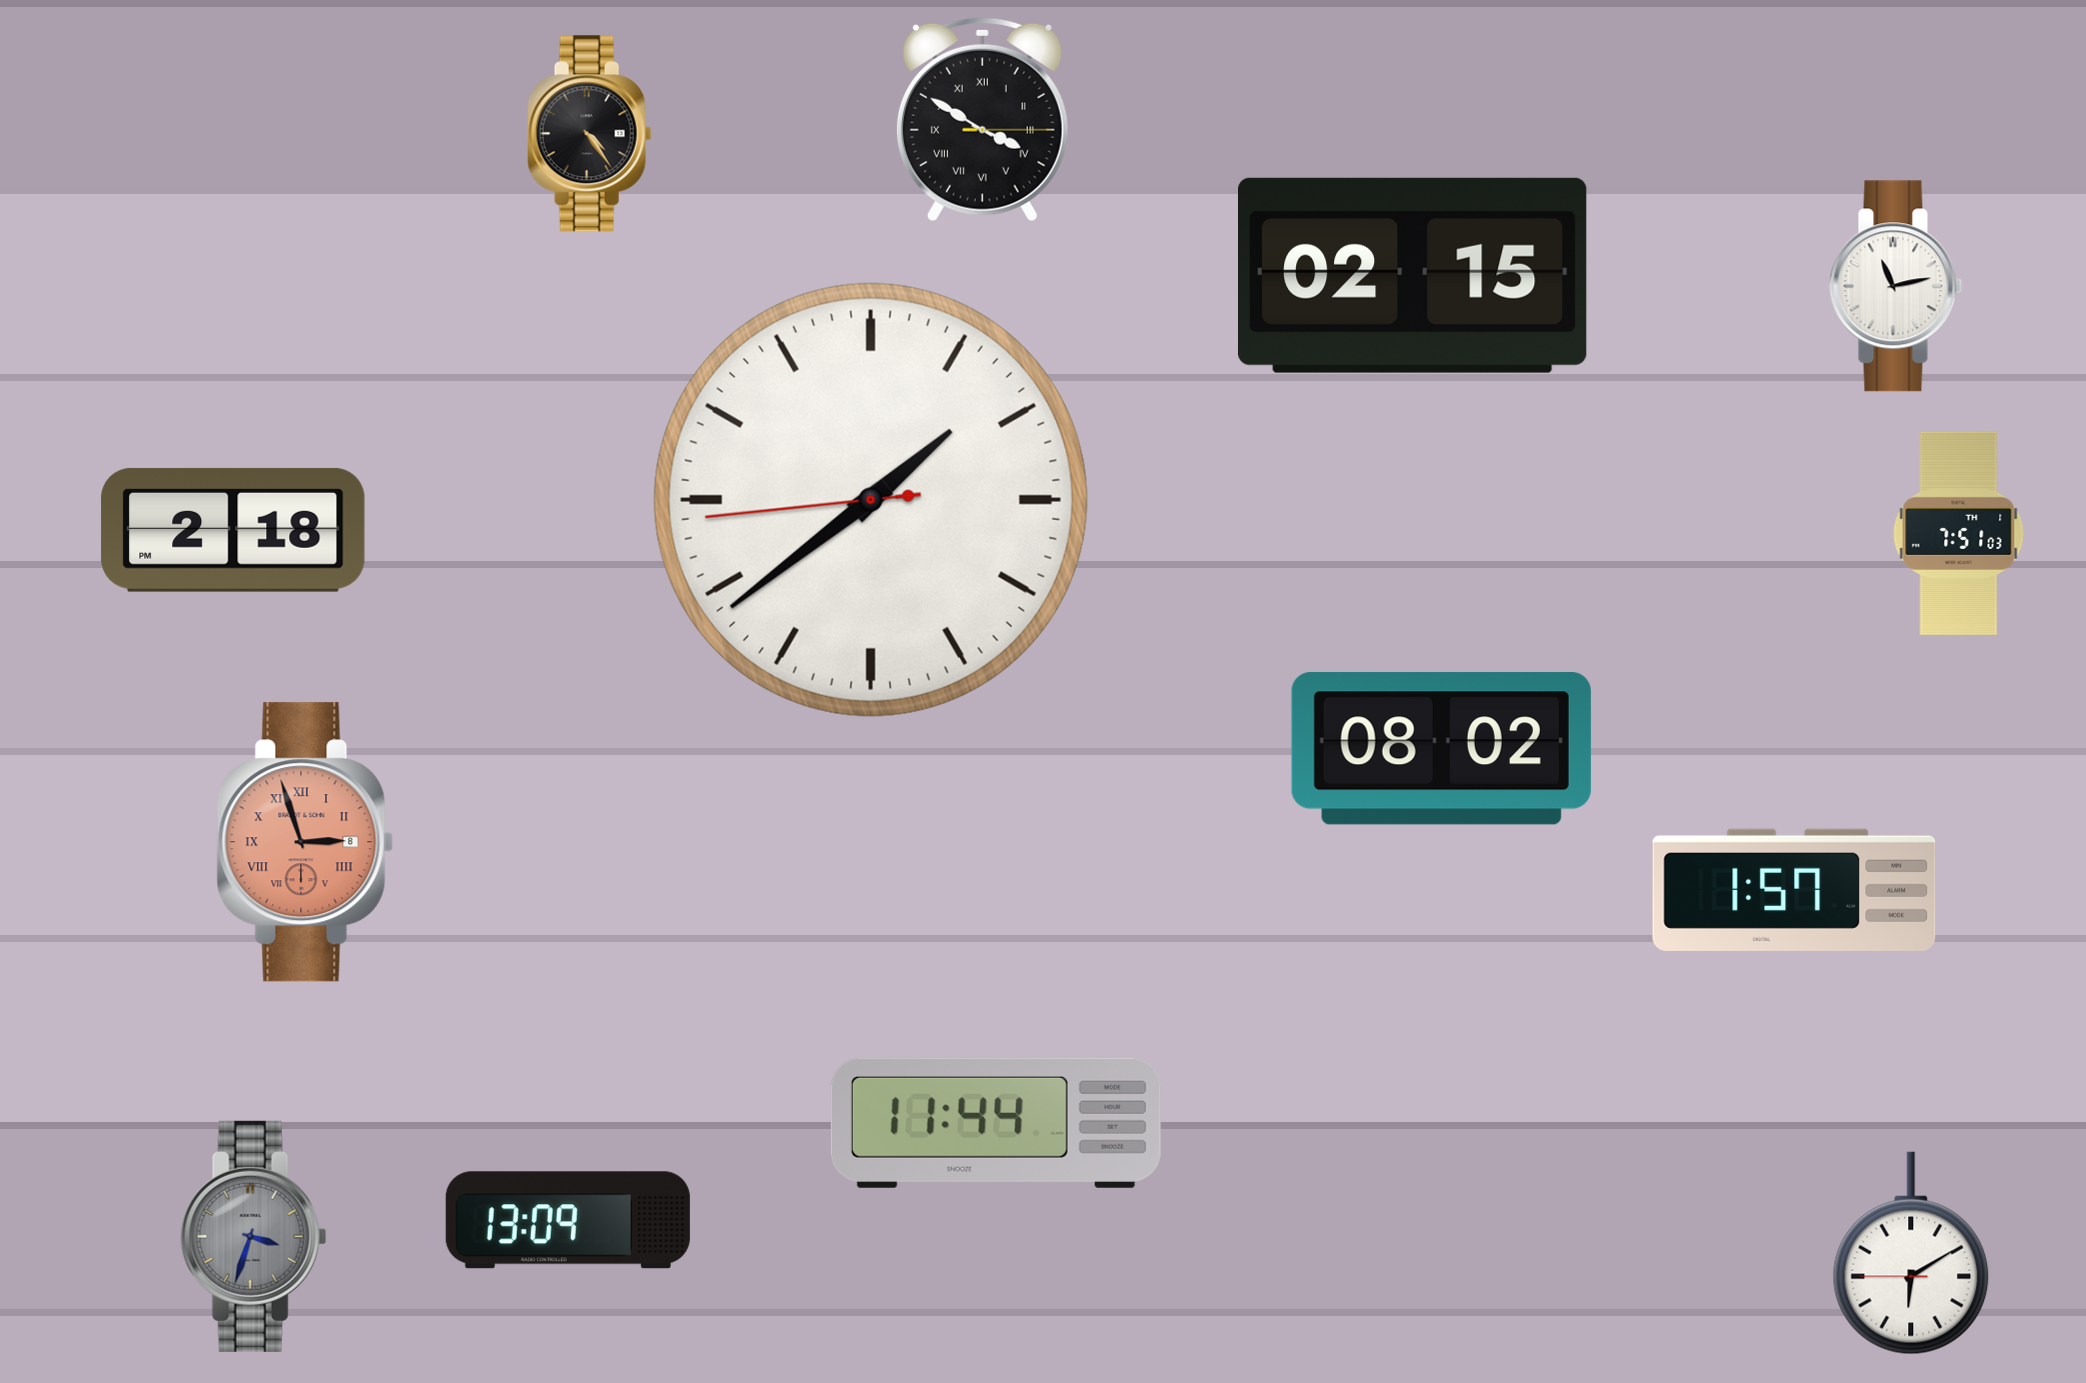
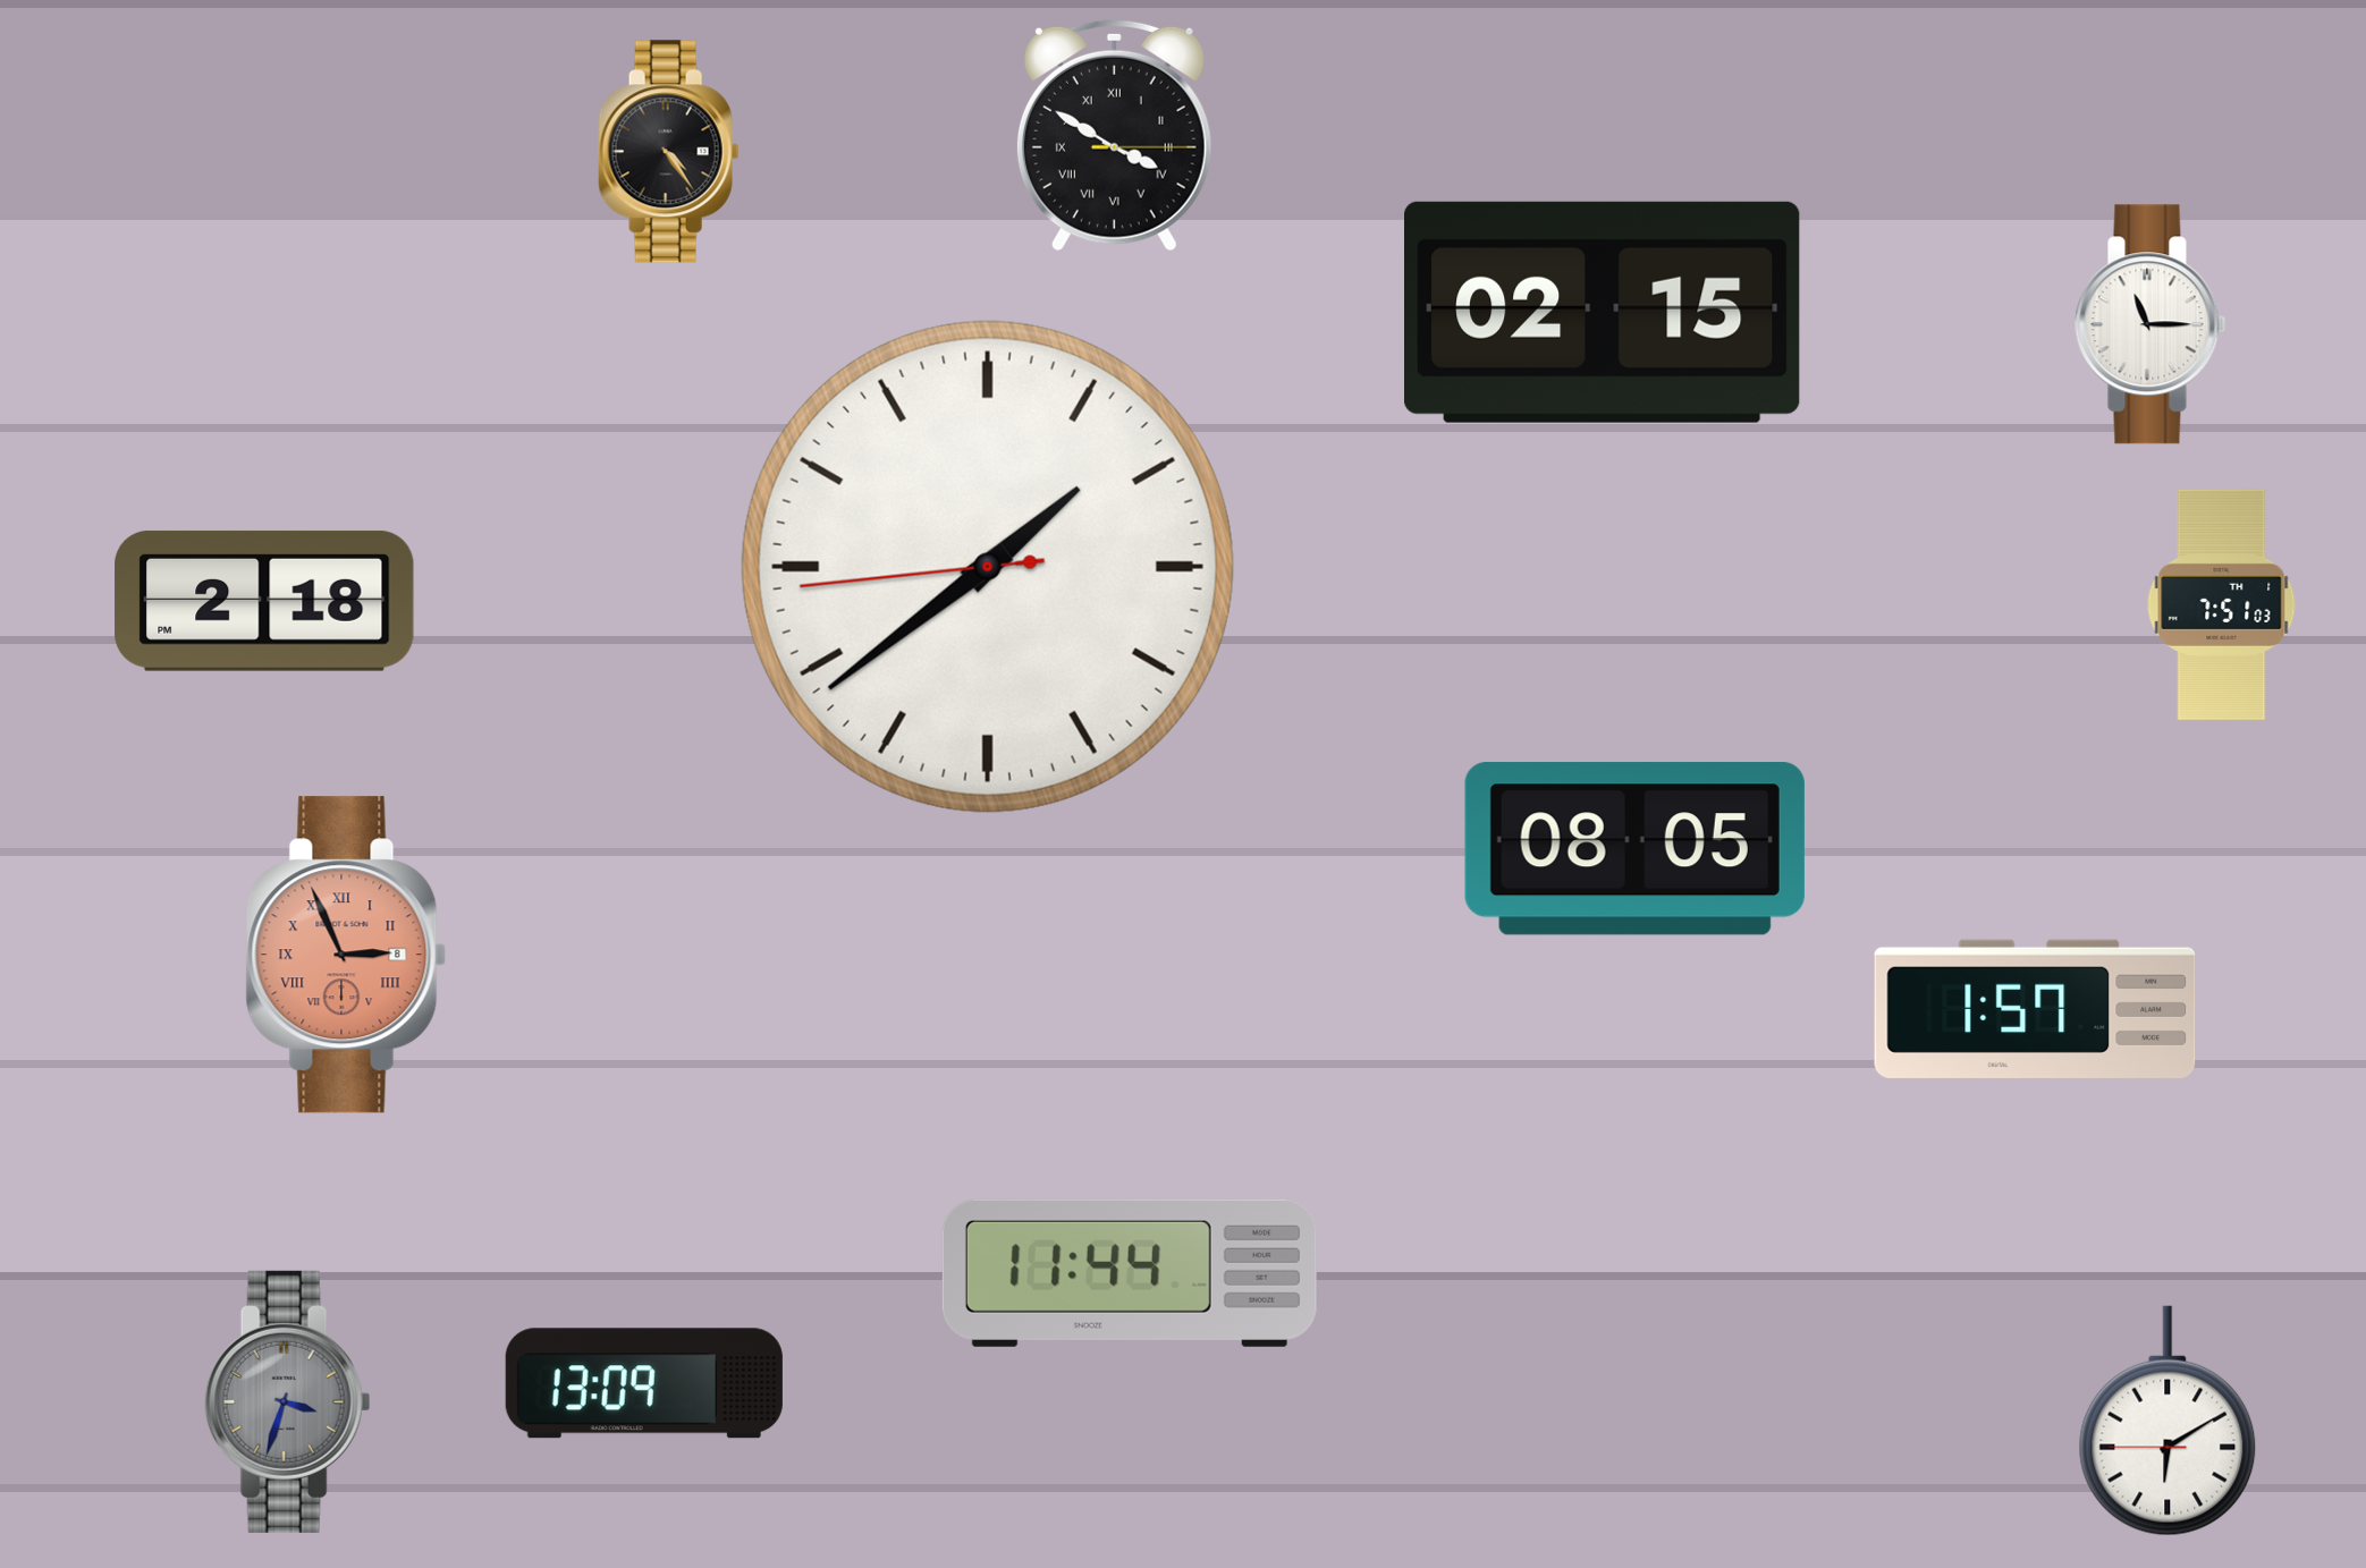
clock at (1896, 286): 11:13 -> 11:15
clock at (1441, 749): 08:02 -> 08:05
clock at (305, 842): 2:57 -> 2:56
